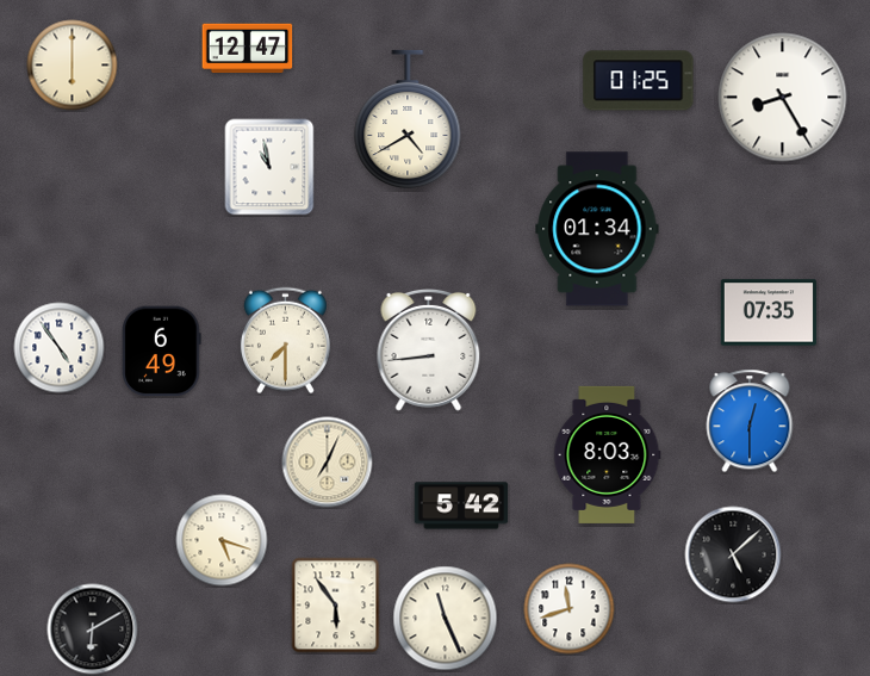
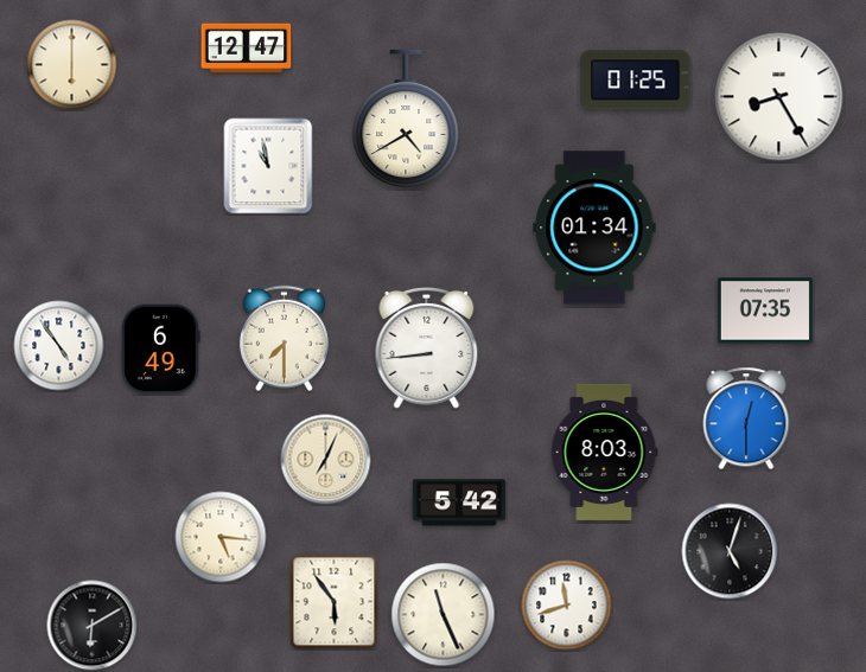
clock at (222, 540): 5:18 -> 5:16
clock at (733, 554): 5:08 -> 5:03
